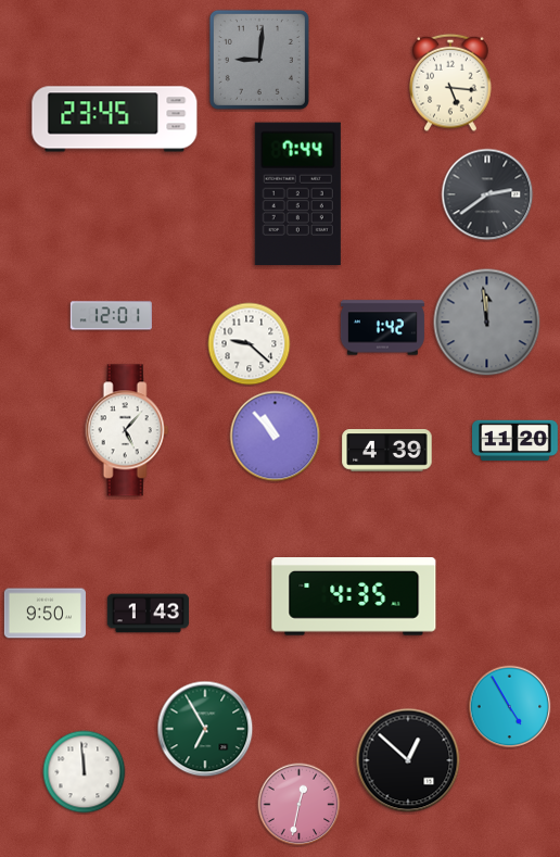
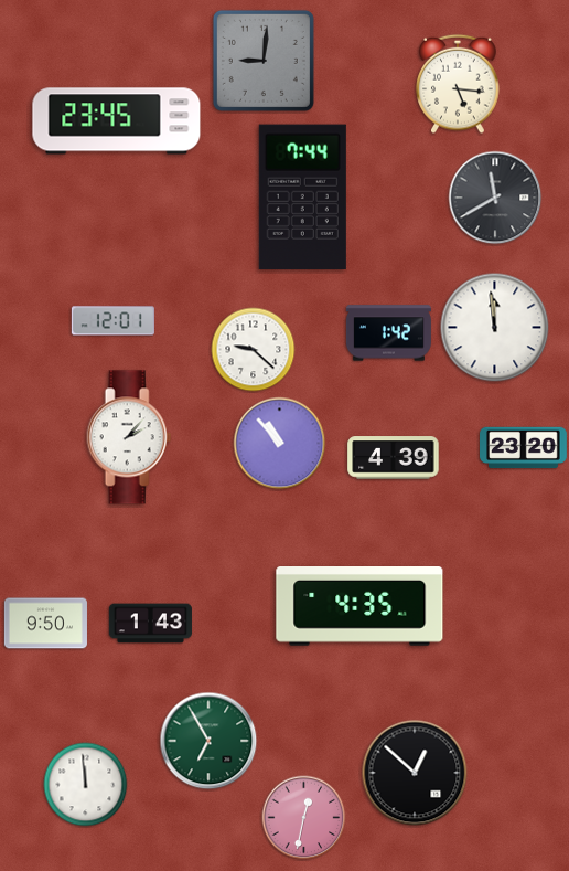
clock at (487, 194): 2:39 -> 11:40
clock at (487, 323) dial: grey -> white
clock at (127, 430): 5:07 -> 2:07
clock at (516, 441): 11:20 -> 23:20
clock at (510, 707): 4:55 -> none
